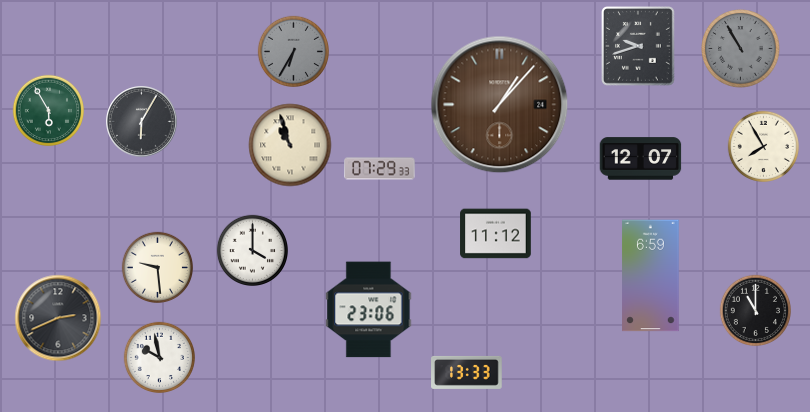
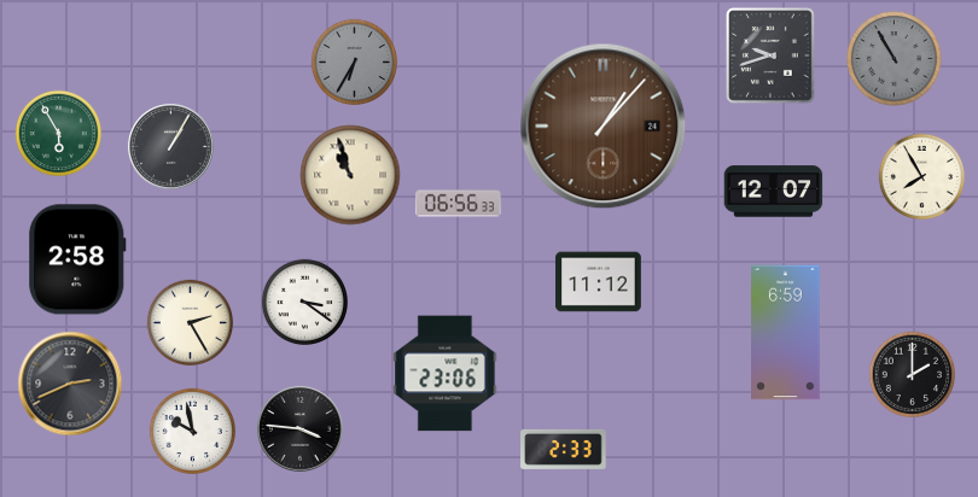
clock at (142, 122): 6:05 -> 1:05
clock at (380, 169): 07:29 -> 06:56
clock at (77, 259): none -> 2:58
clock at (252, 250): 4:00 -> 3:21
clock at (157, 267): 9:29 -> 2:25
clock at (755, 310): 11:00 -> 2:00
clock at (301, 429): none -> 3:46
clock at (467, 372): 13:33 -> 2:33
